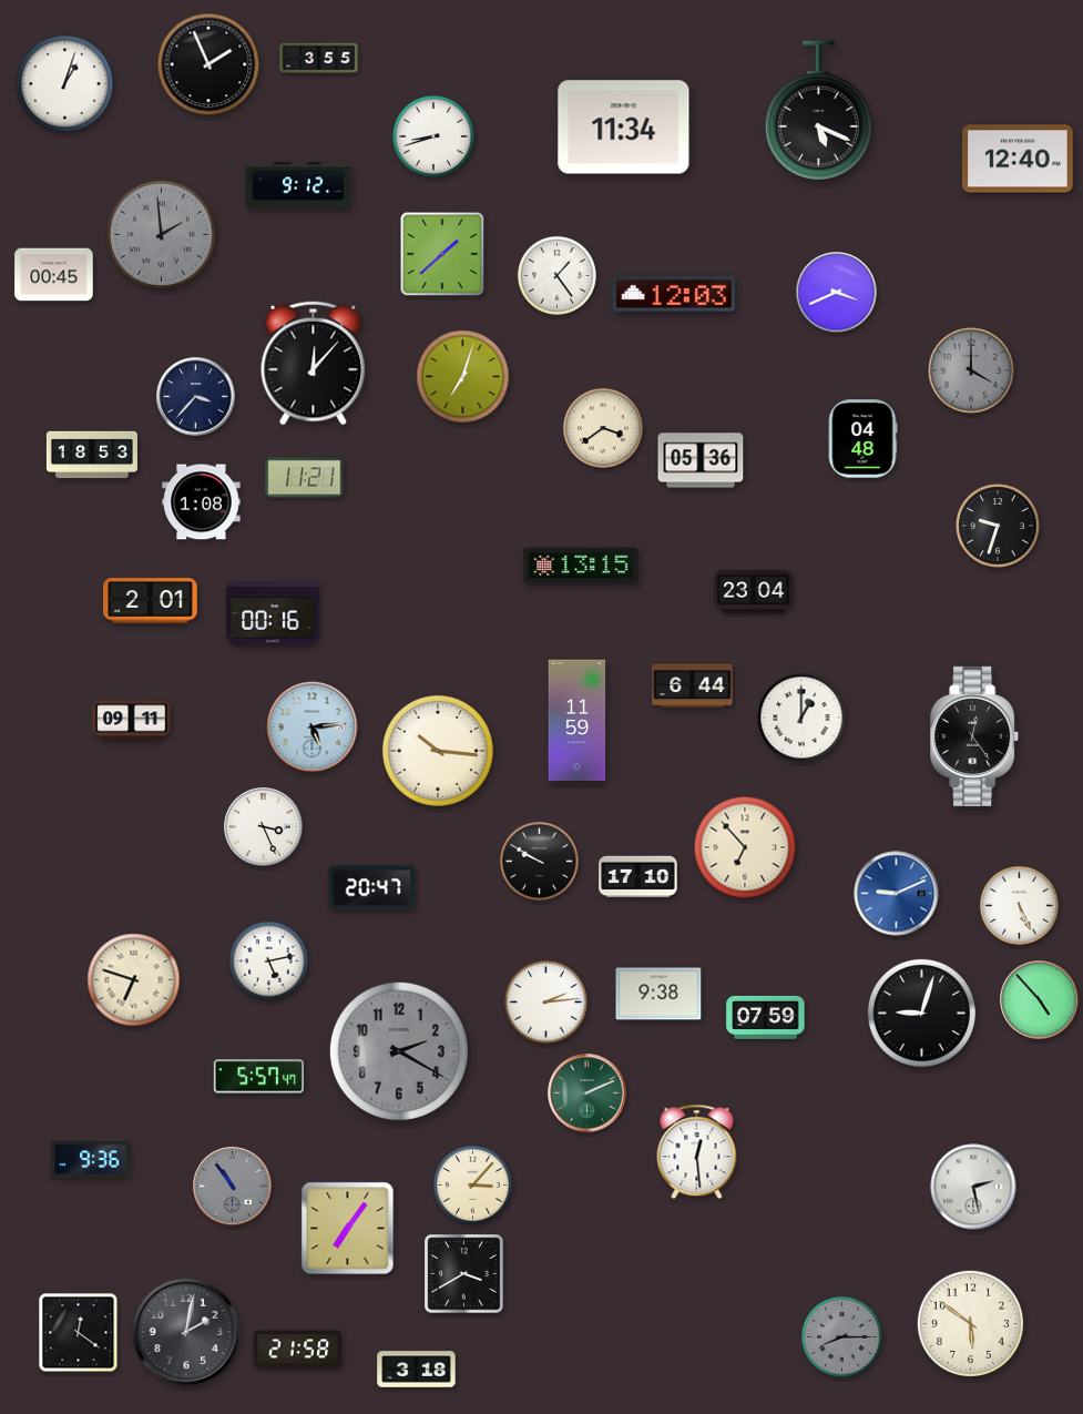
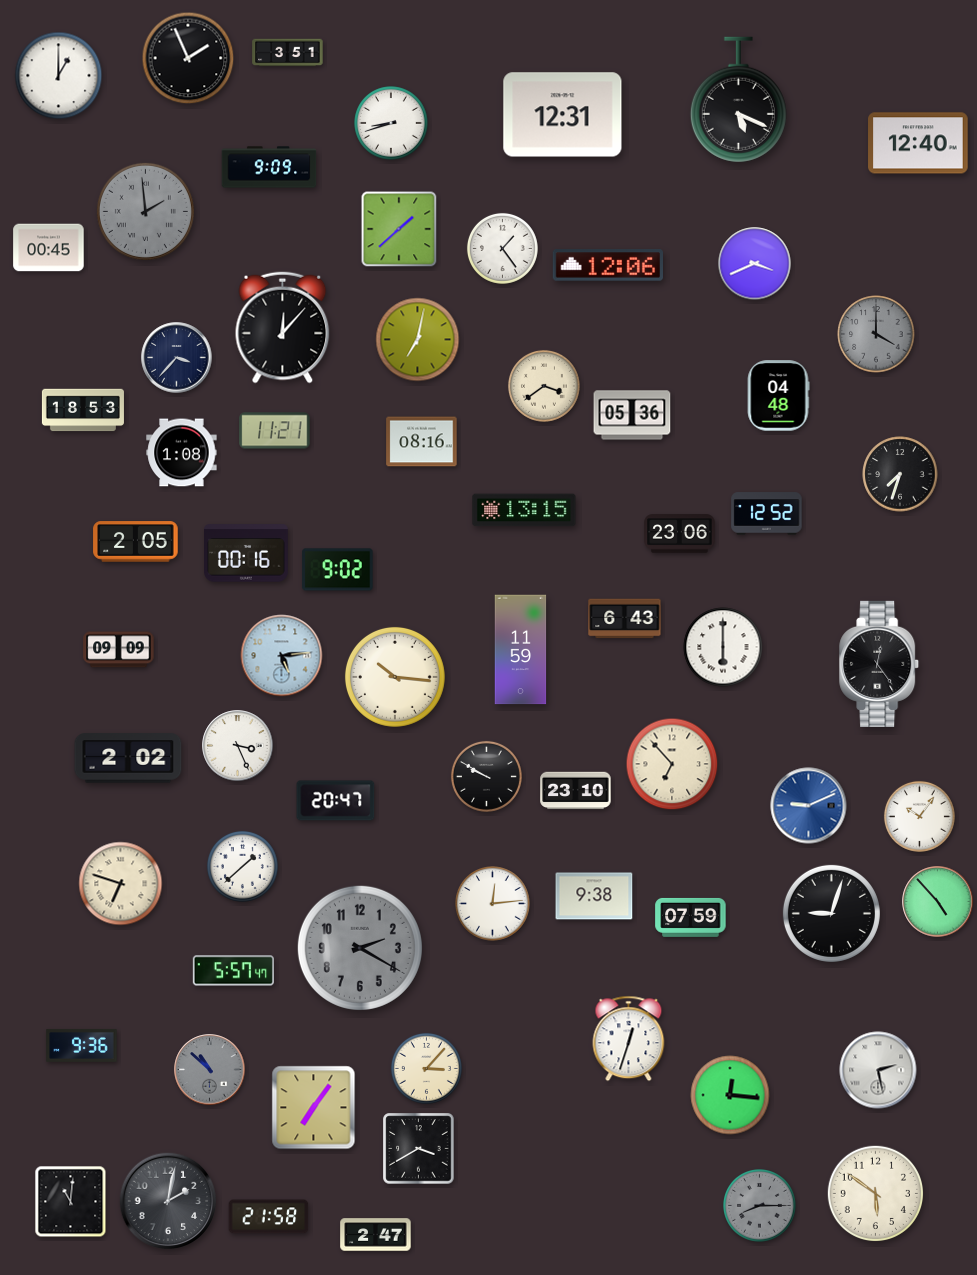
clock at (319, 59): 3:55 -> 3:51
clock at (65, 84): 1:03 -> 1:00
clock at (624, 128): 11:34 -> 12:31
clock at (298, 185): 9:12 -> 9:09
clock at (673, 294): 12:03 -> 12:06
clock at (463, 377): 7:03 -> 7:02
clock at (422, 442): none -> 08:16
clock at (998, 526): 9:33 -> 7:33
clock at (767, 514): none -> 12:52
clock at (754, 592): 23:04 -> 23:06
clock at (151, 601): 2:01 -> 2:05
clock at (338, 570): none -> 9:02
clock at (693, 686): 6:44 -> 6:43
clock at (801, 718): 1:00 -> 6:00
clock at (132, 721): 09:11 -> 09:09
clock at (128, 758): none -> 2:02
clock at (638, 877): 17:10 -> 23:10
clock at (1019, 905): 5:26 -> 10:06
clock at (268, 960): 5:13 -> 1:38
clock at (546, 1003): 2:14 -> 12:14
clock at (588, 1093): 2:11 -> none
clock at (697, 1152): 12:29 -> 12:33
clock at (233, 1187): 10:54 -> 10:52
clock at (730, 1095): none -> 12:16
clock at (79, 1333): 12:21 -> 11:01
clock at (417, 1370): 3:18 -> 2:47
